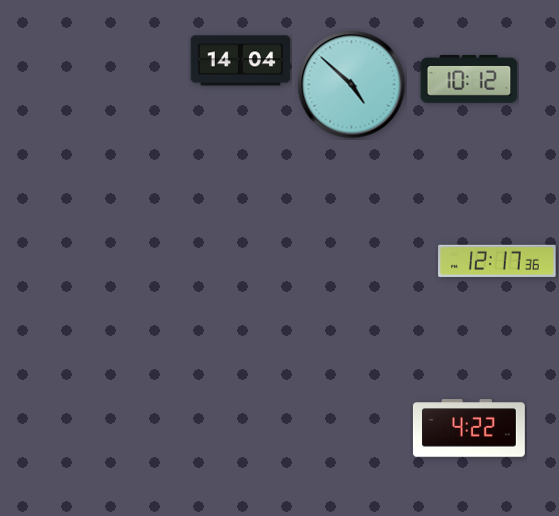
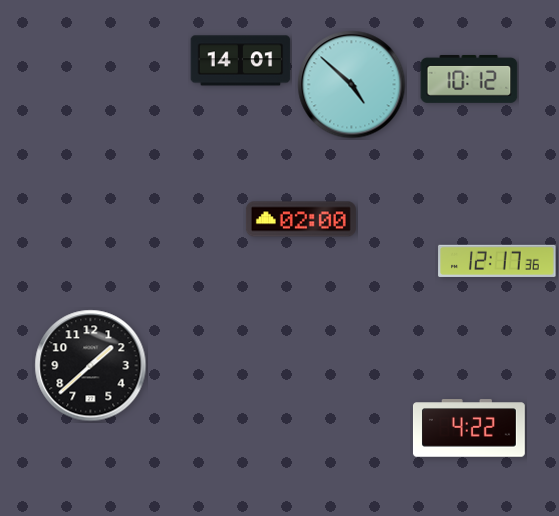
clock at (241, 61): 14:04 -> 14:01
clock at (301, 219): none -> 02:00
clock at (91, 366): none -> 1:38
